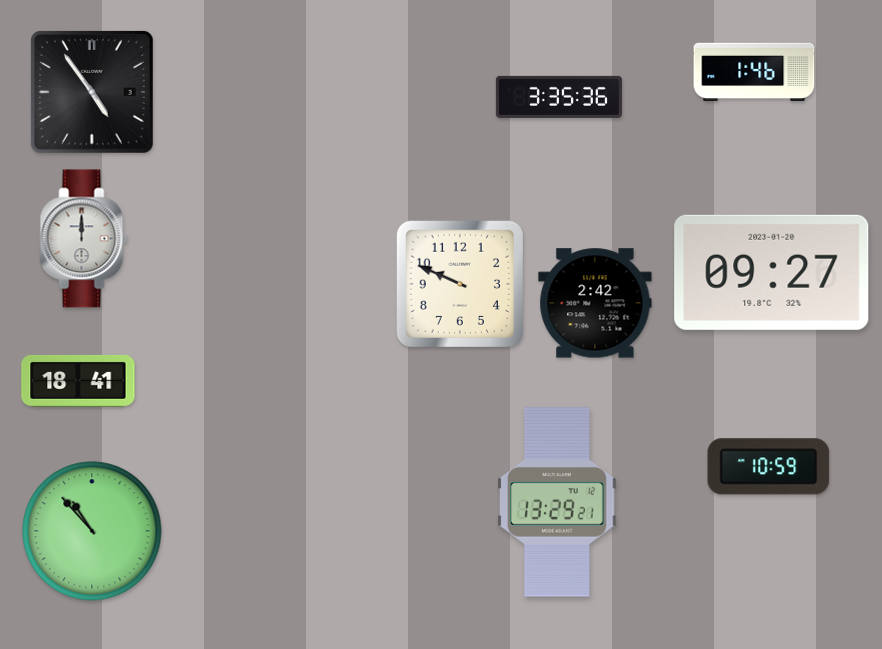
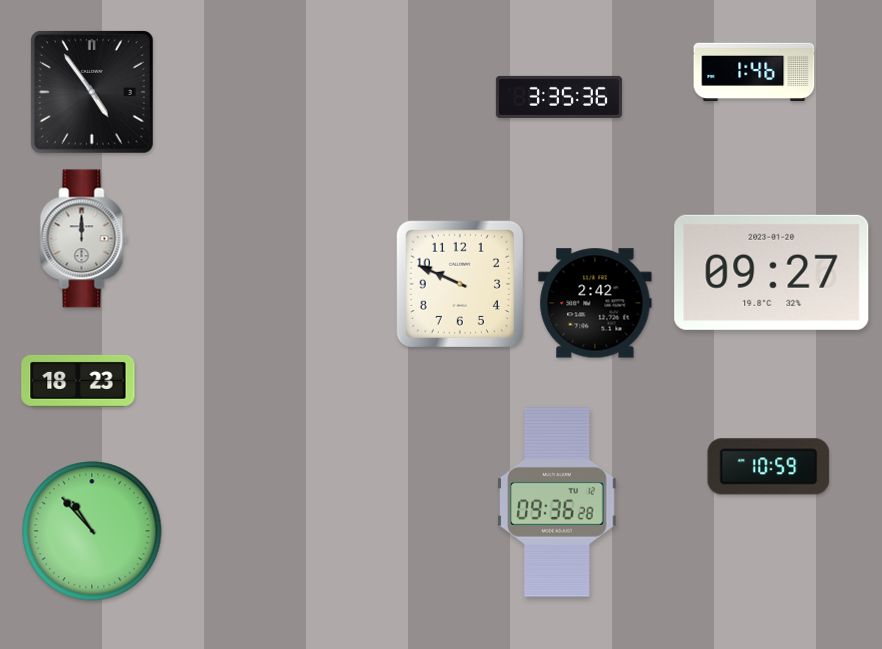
clock at (78, 381): 18:41 -> 18:23
clock at (557, 502): 13:29 -> 09:36
